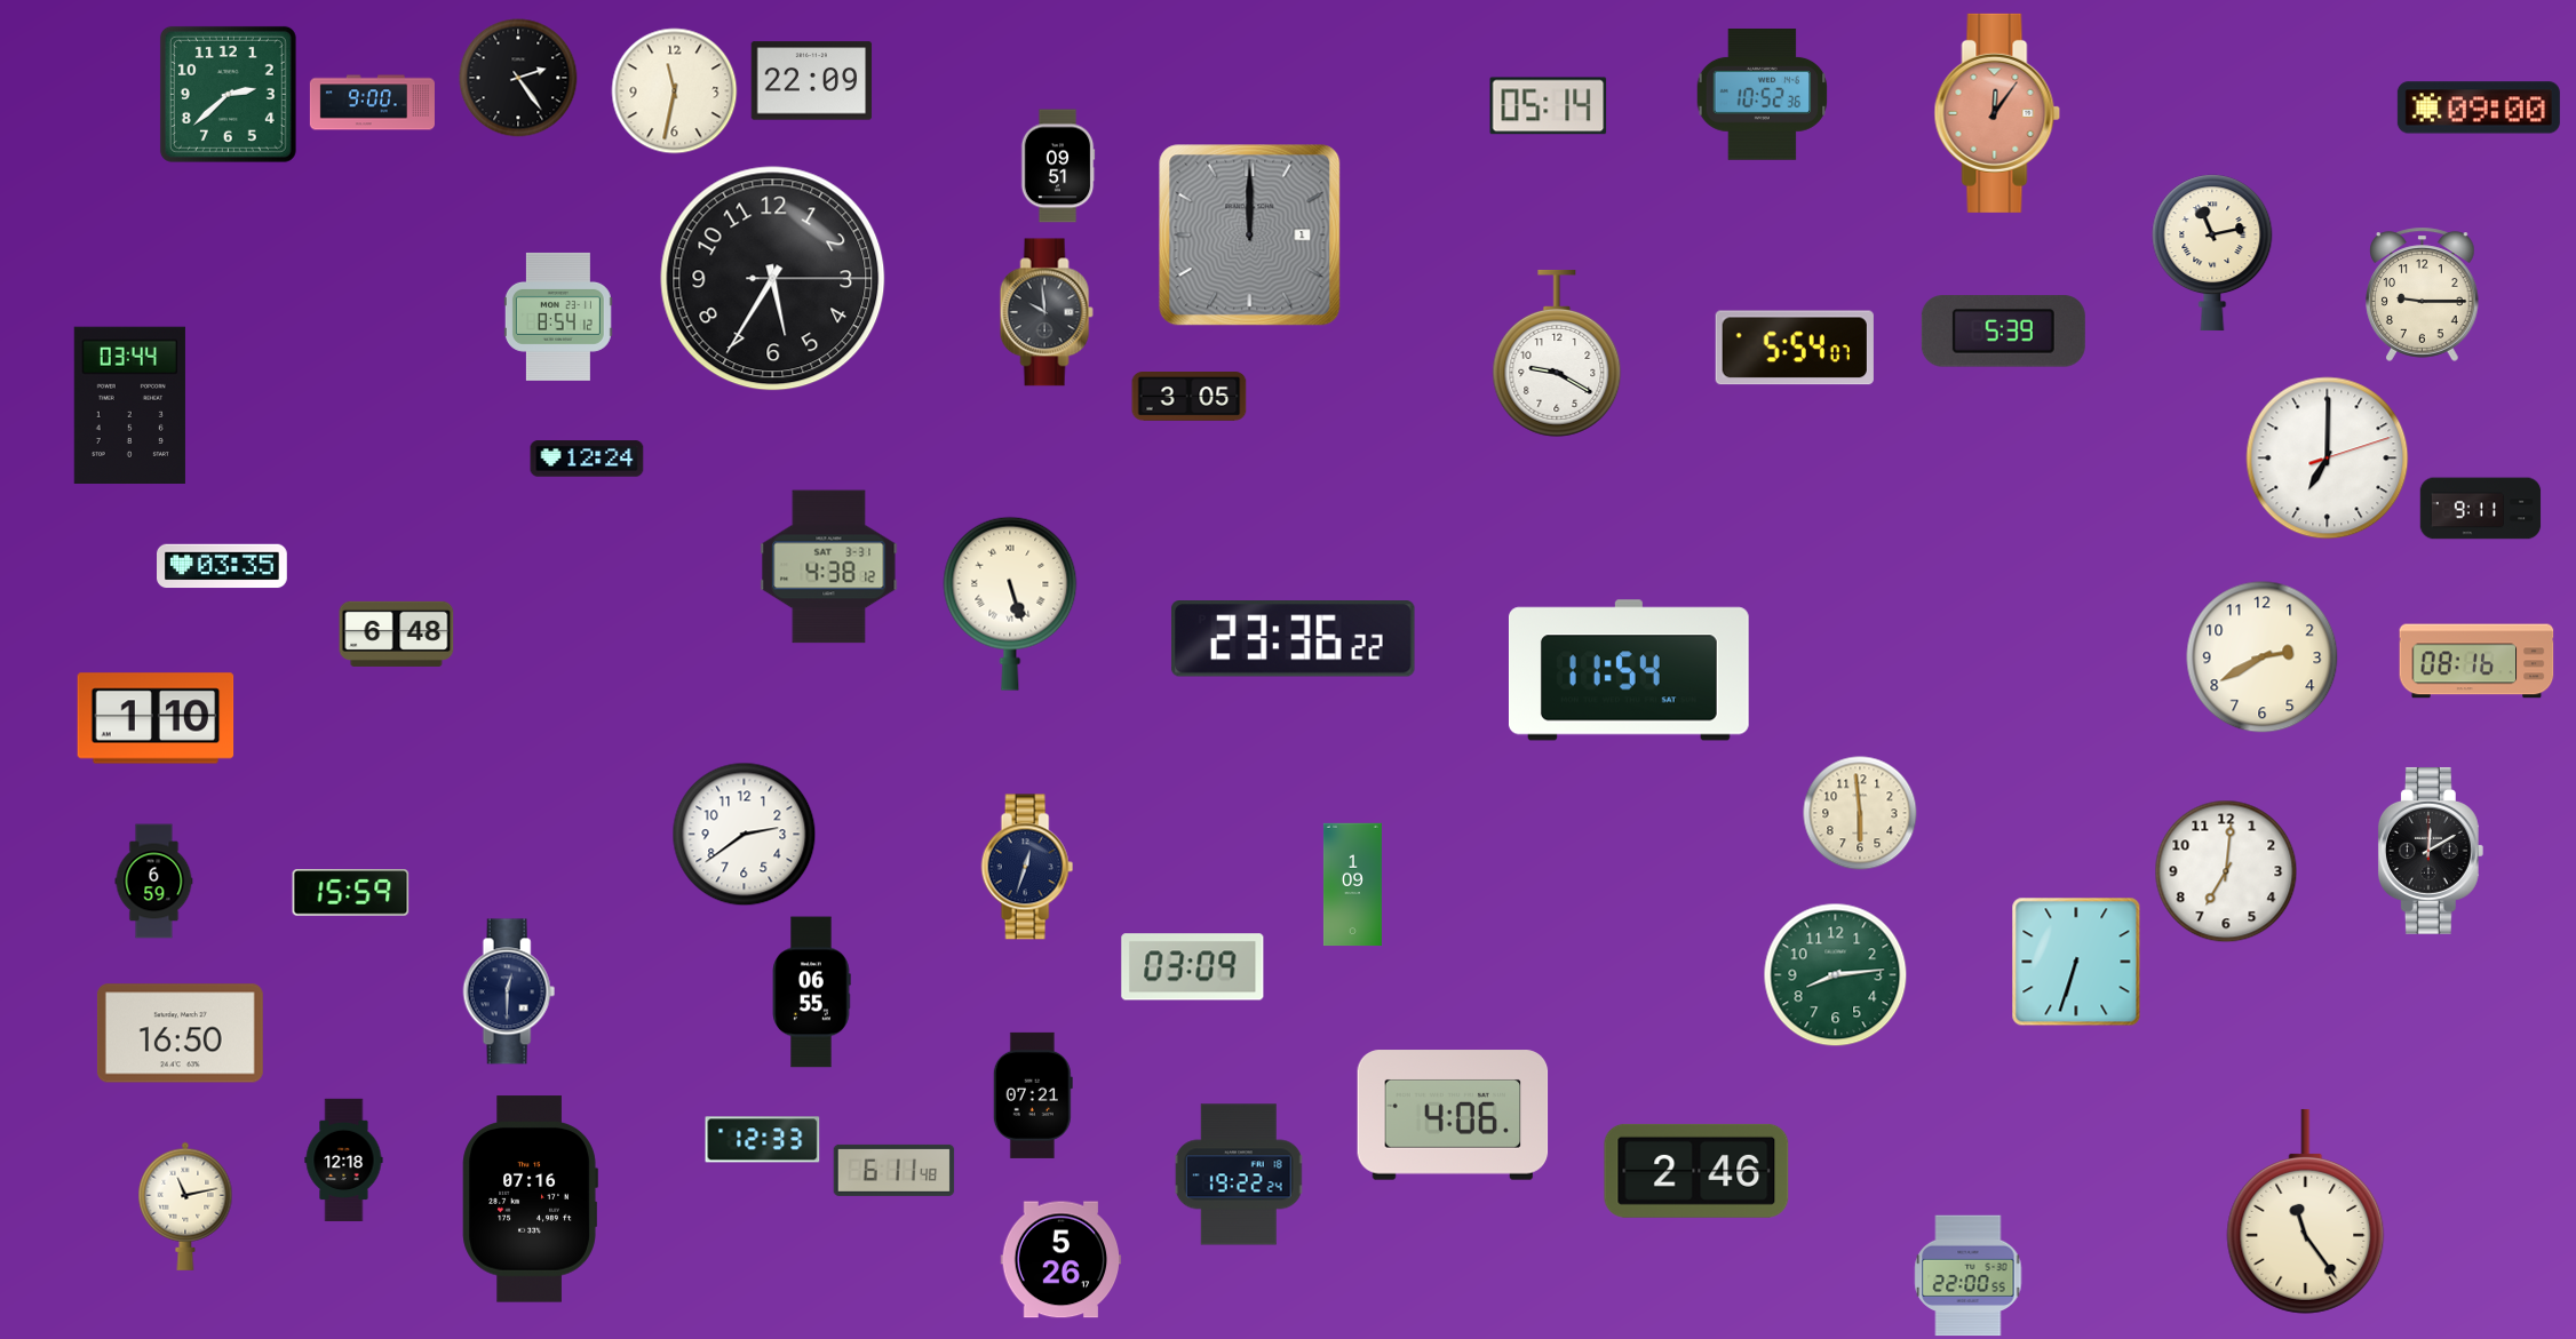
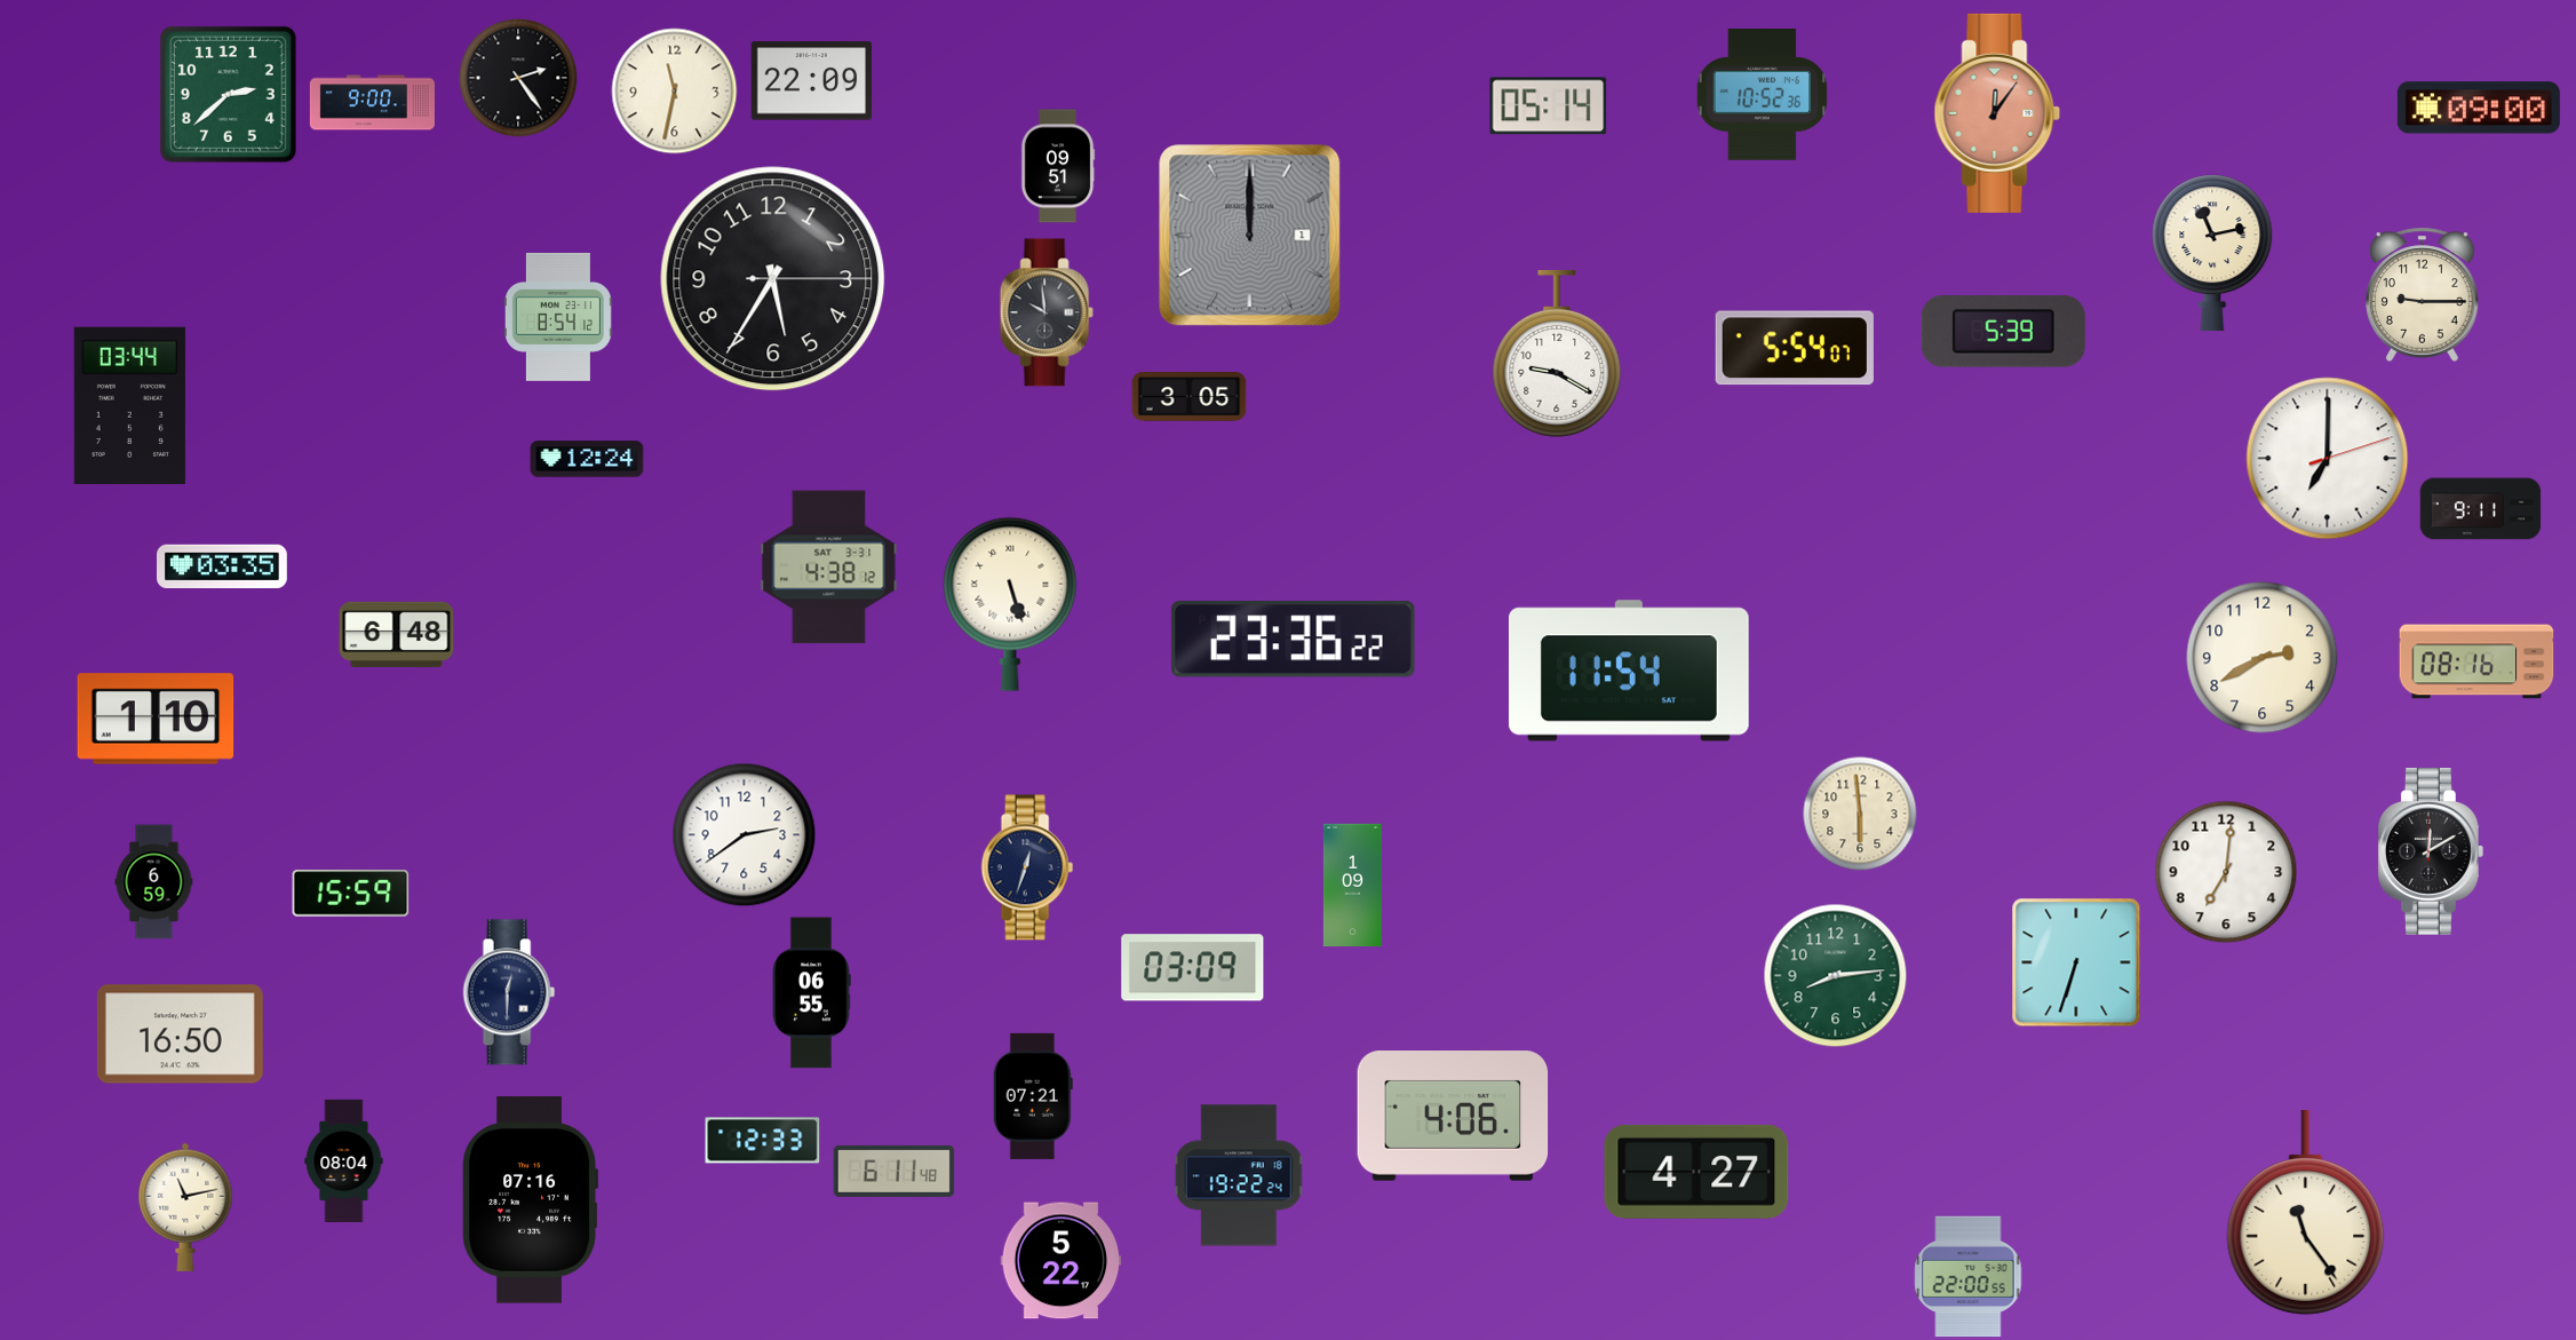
clock at (344, 1161): 12:18 -> 08:04
clock at (1696, 1171): 2:46 -> 4:27
clock at (1062, 1260): 5:26 -> 5:22
